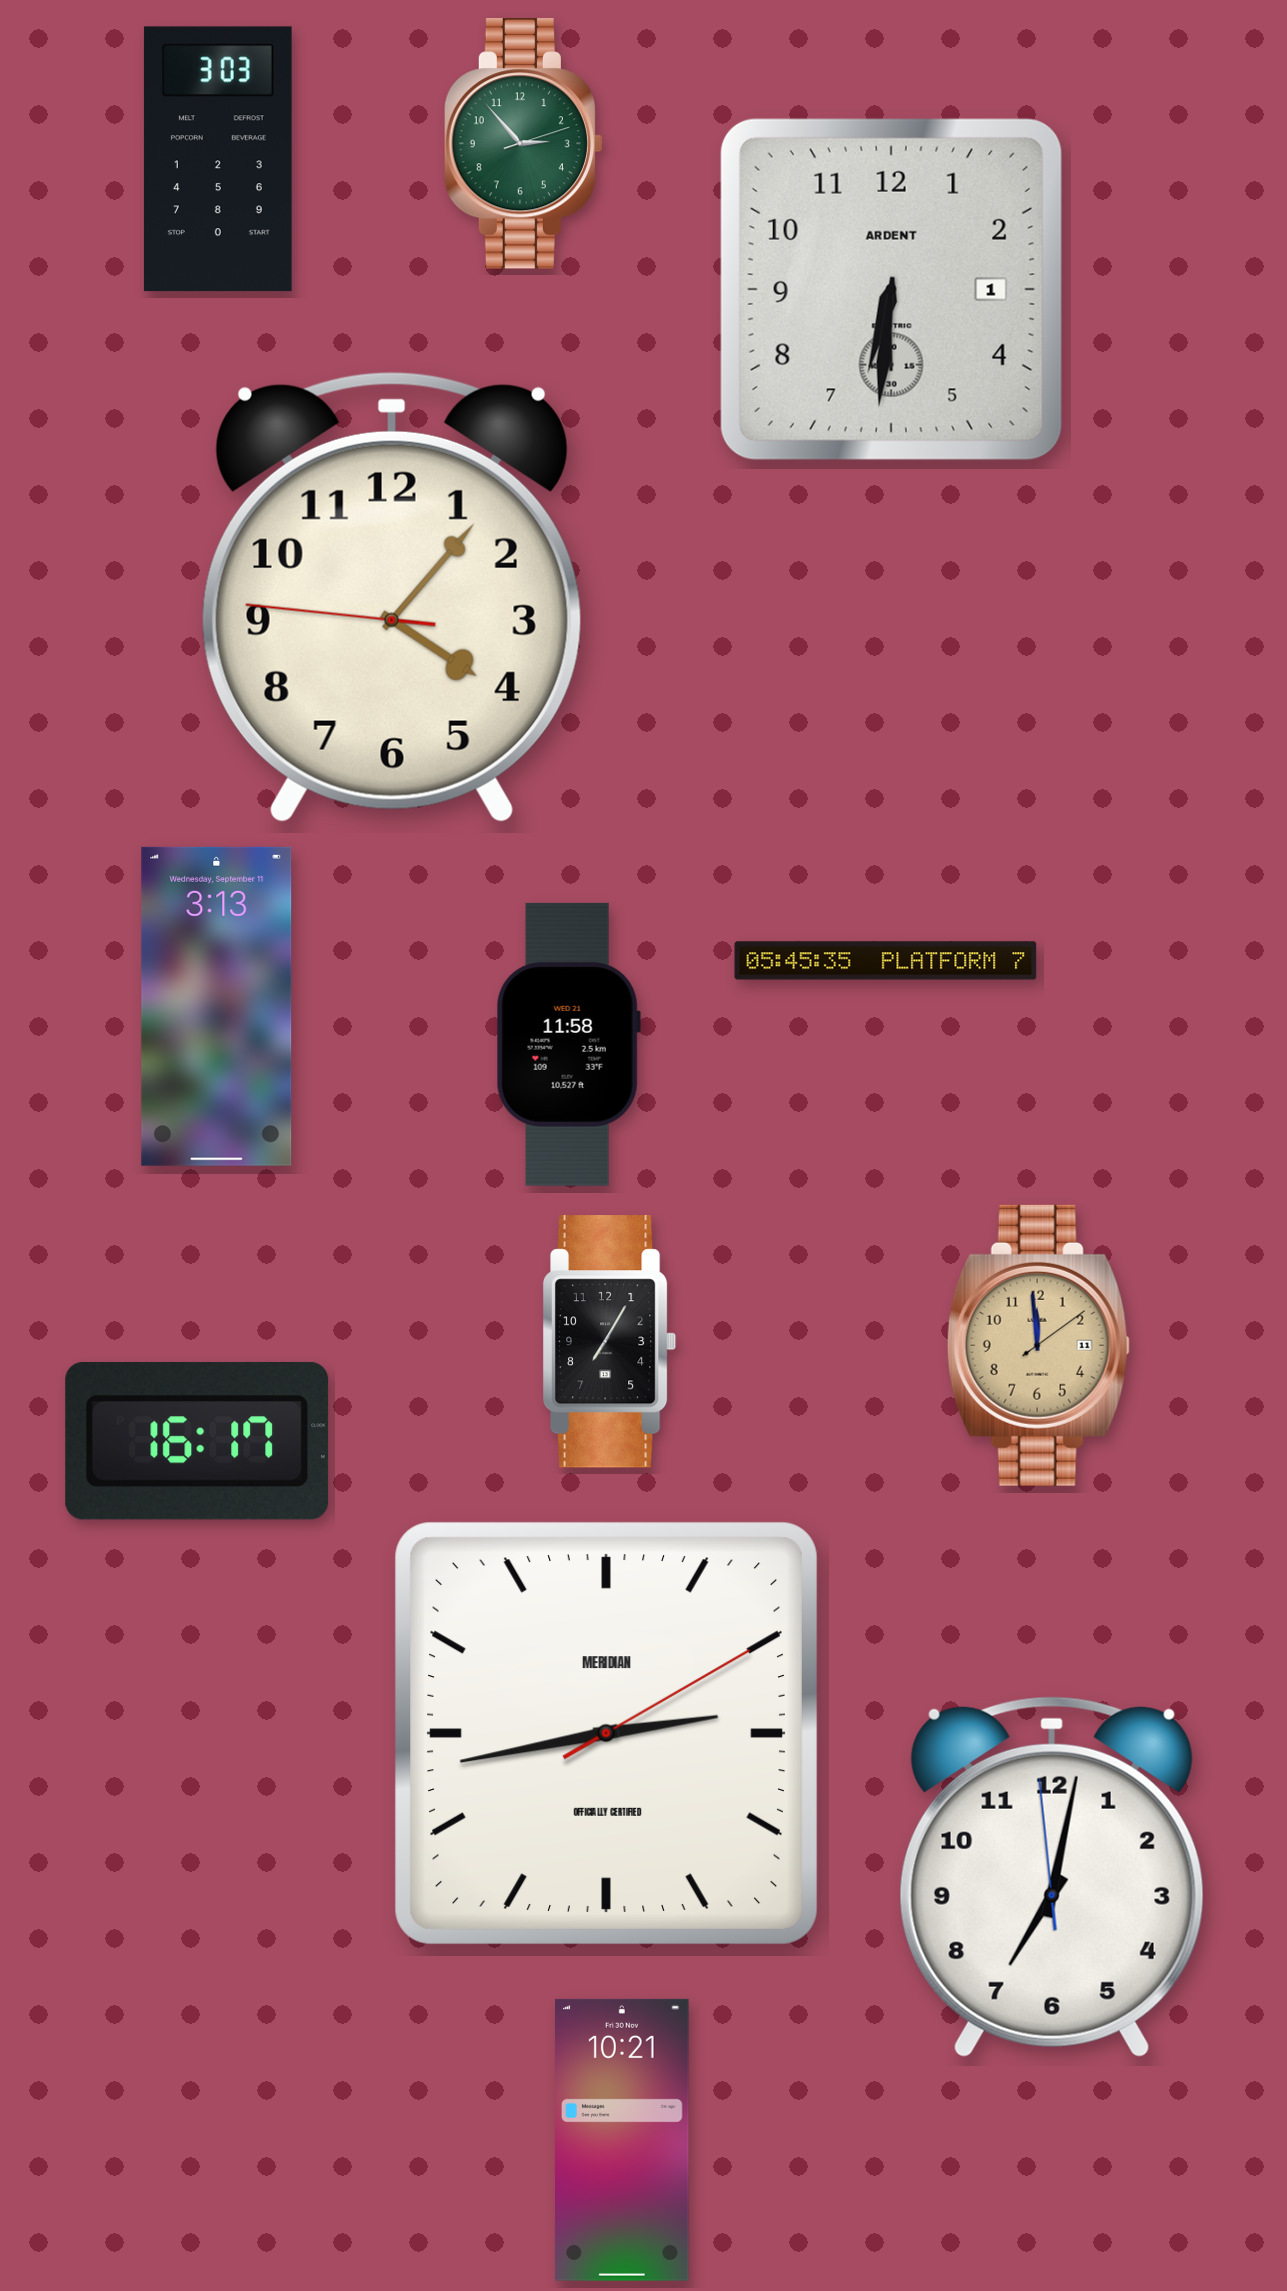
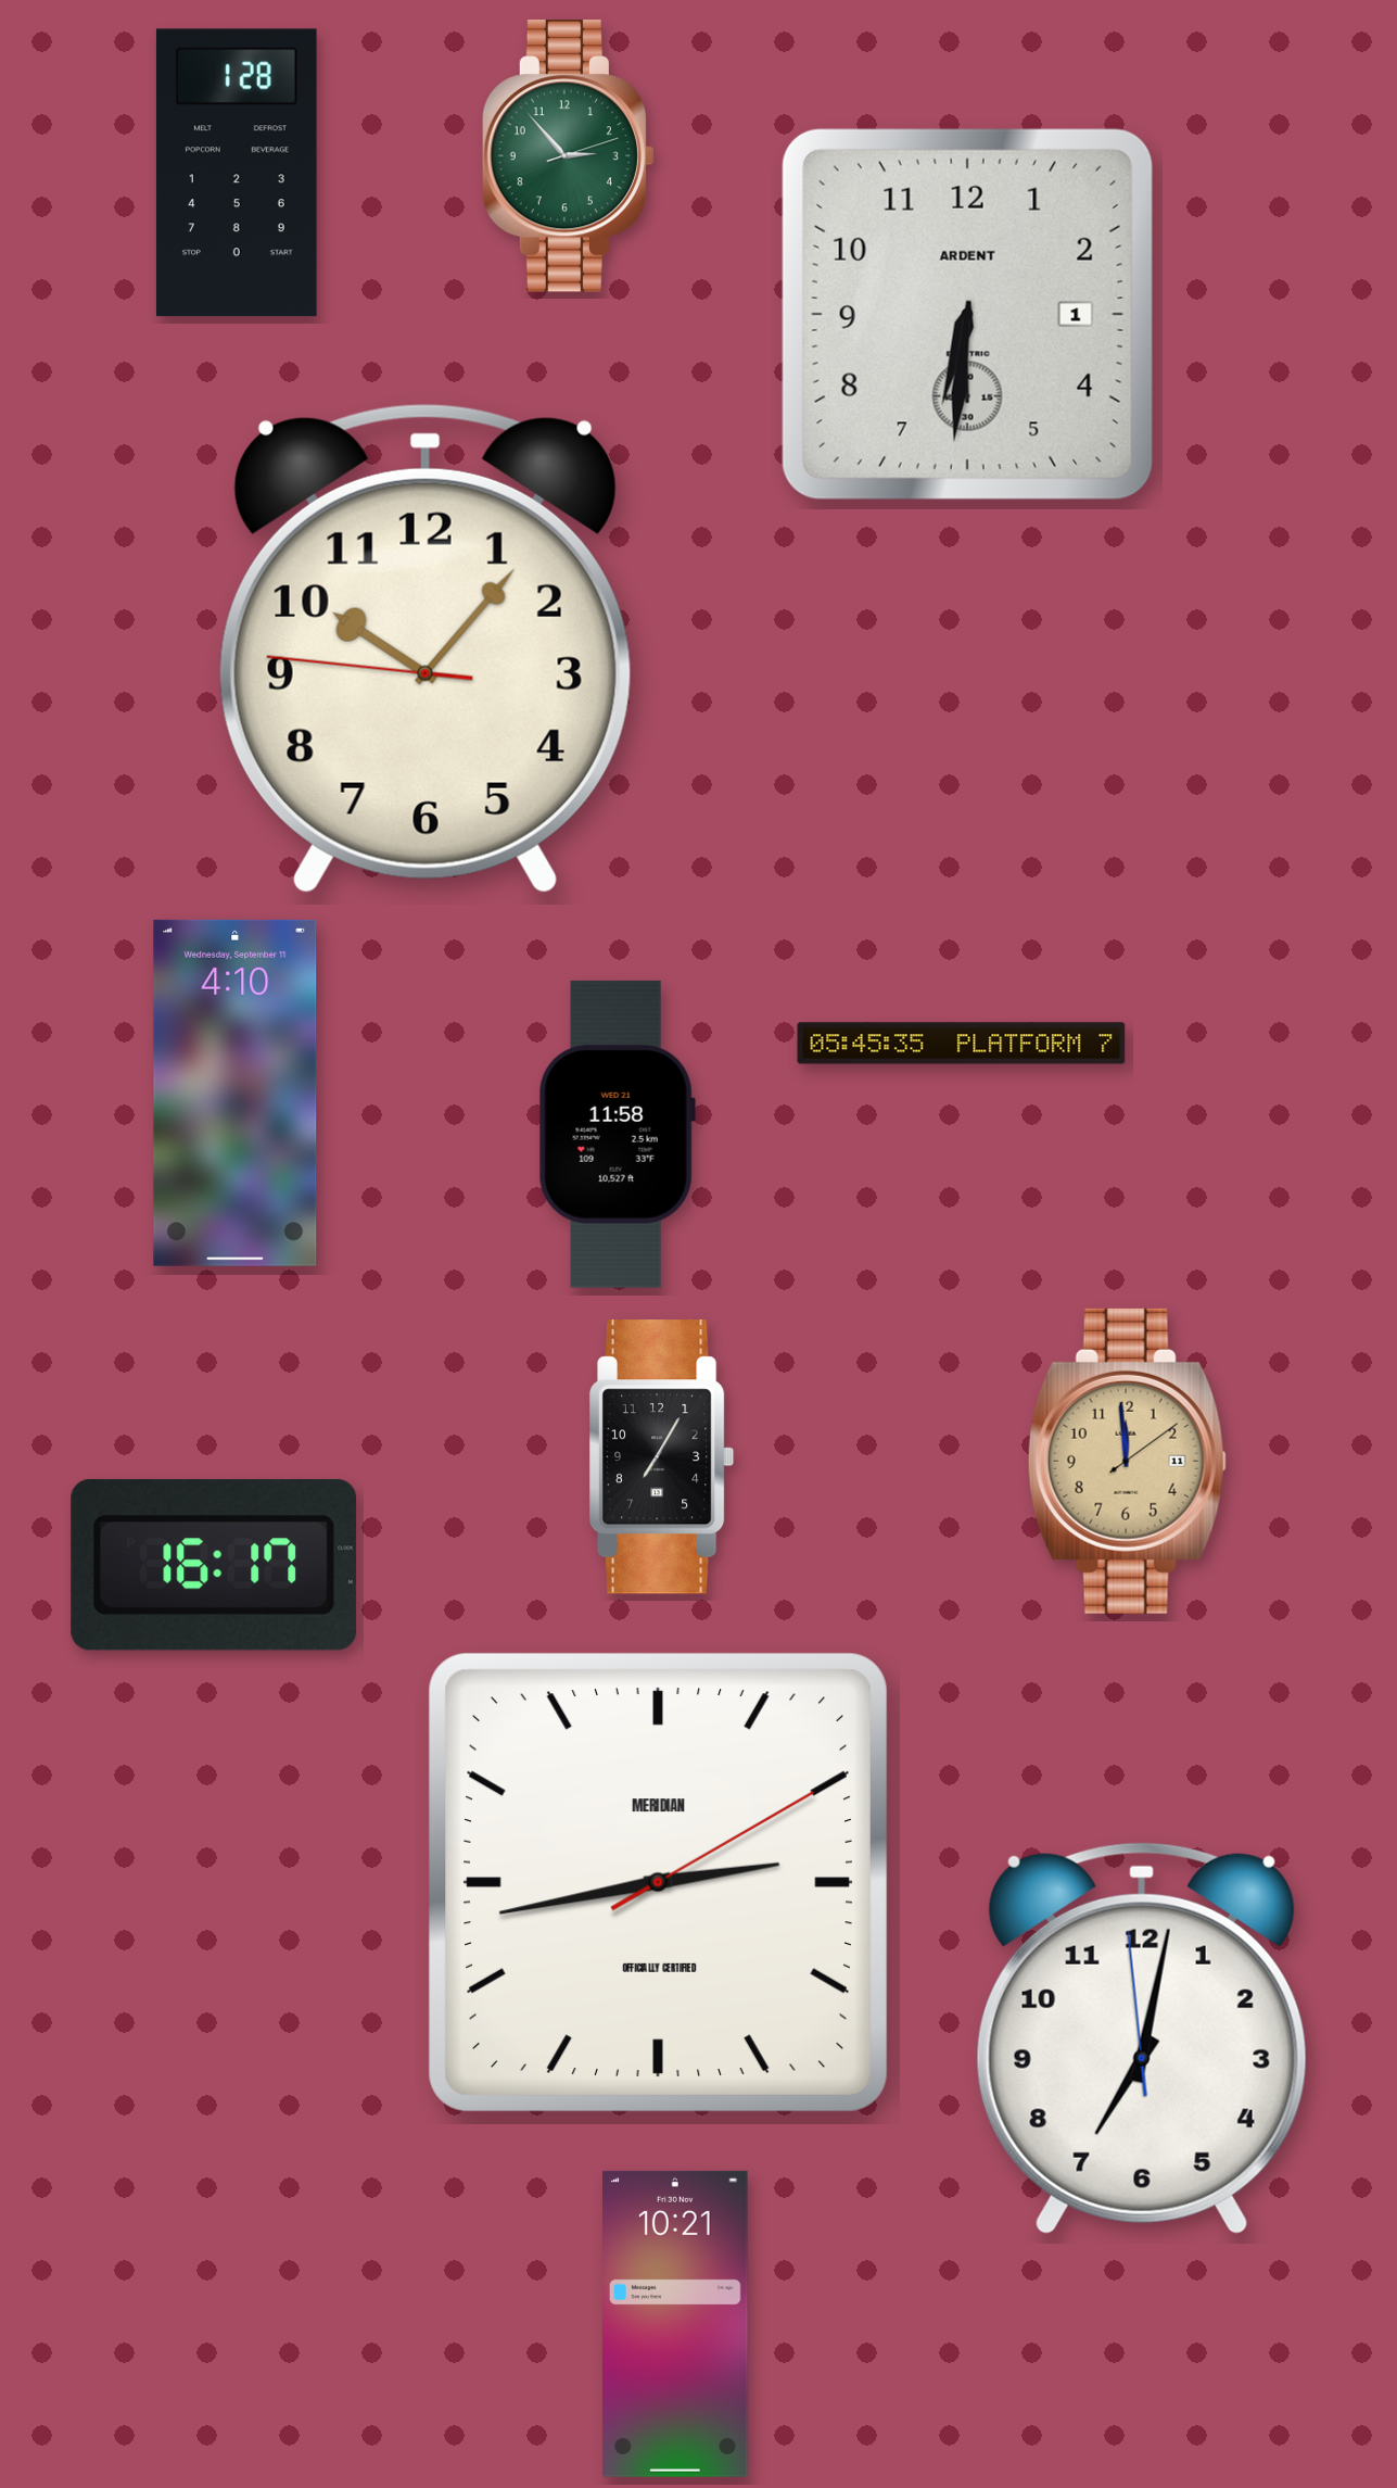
clock at (218, 159): 3:03 -> 1:28
clock at (392, 597): 4:06 -> 10:06
clock at (217, 1006): 3:13 -> 4:10
